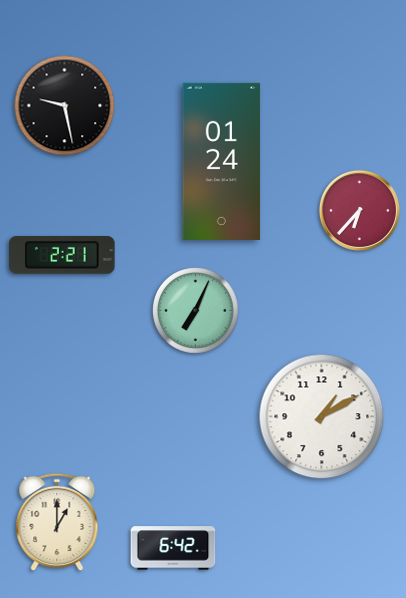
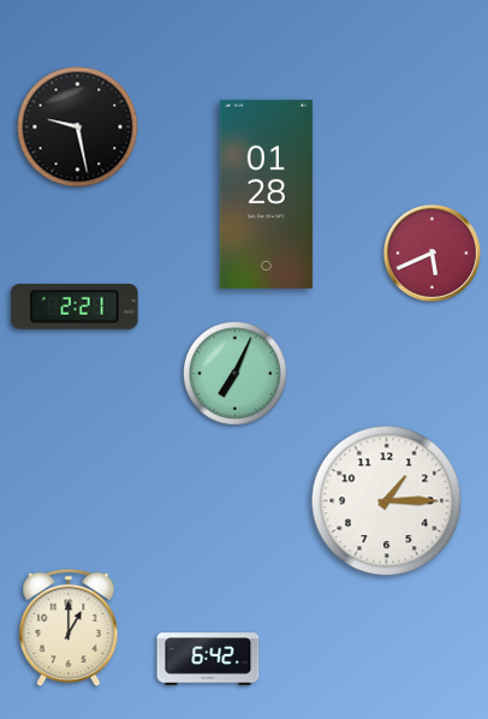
clock at (222, 161): 01:24 -> 01:28
clock at (359, 210): 6:37 -> 5:41
clock at (322, 417): 1:10 -> 1:15
